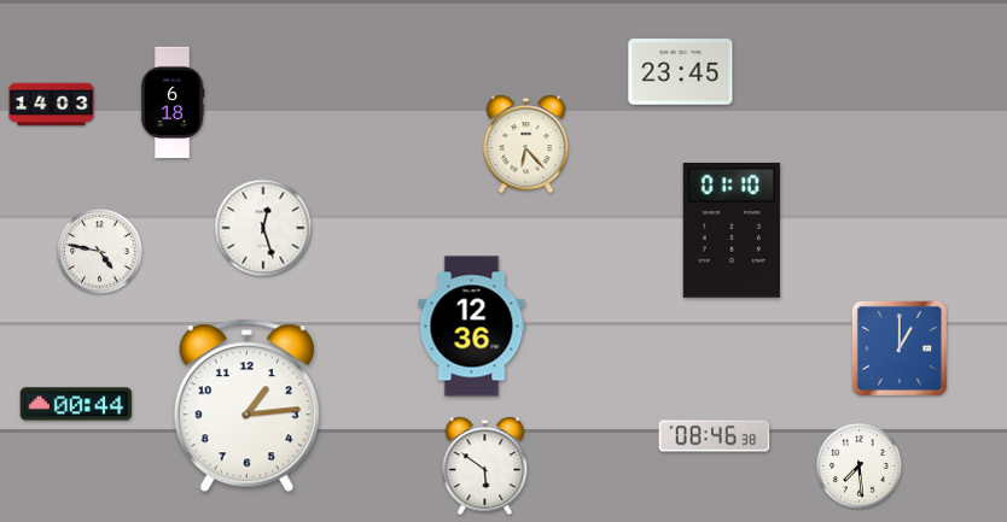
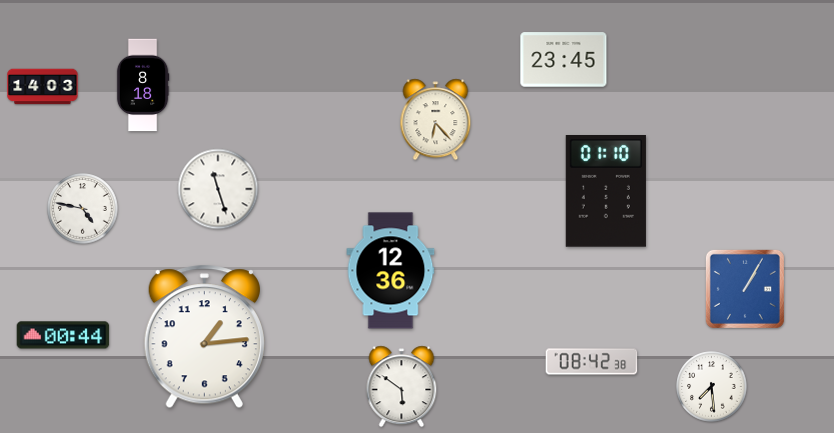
clock at (173, 102): 6:18 -> 8:18
clock at (263, 228): 12:27 -> 11:27
clock at (900, 348): 1:00 -> 1:05
clock at (715, 436): 08:46 -> 08:42
